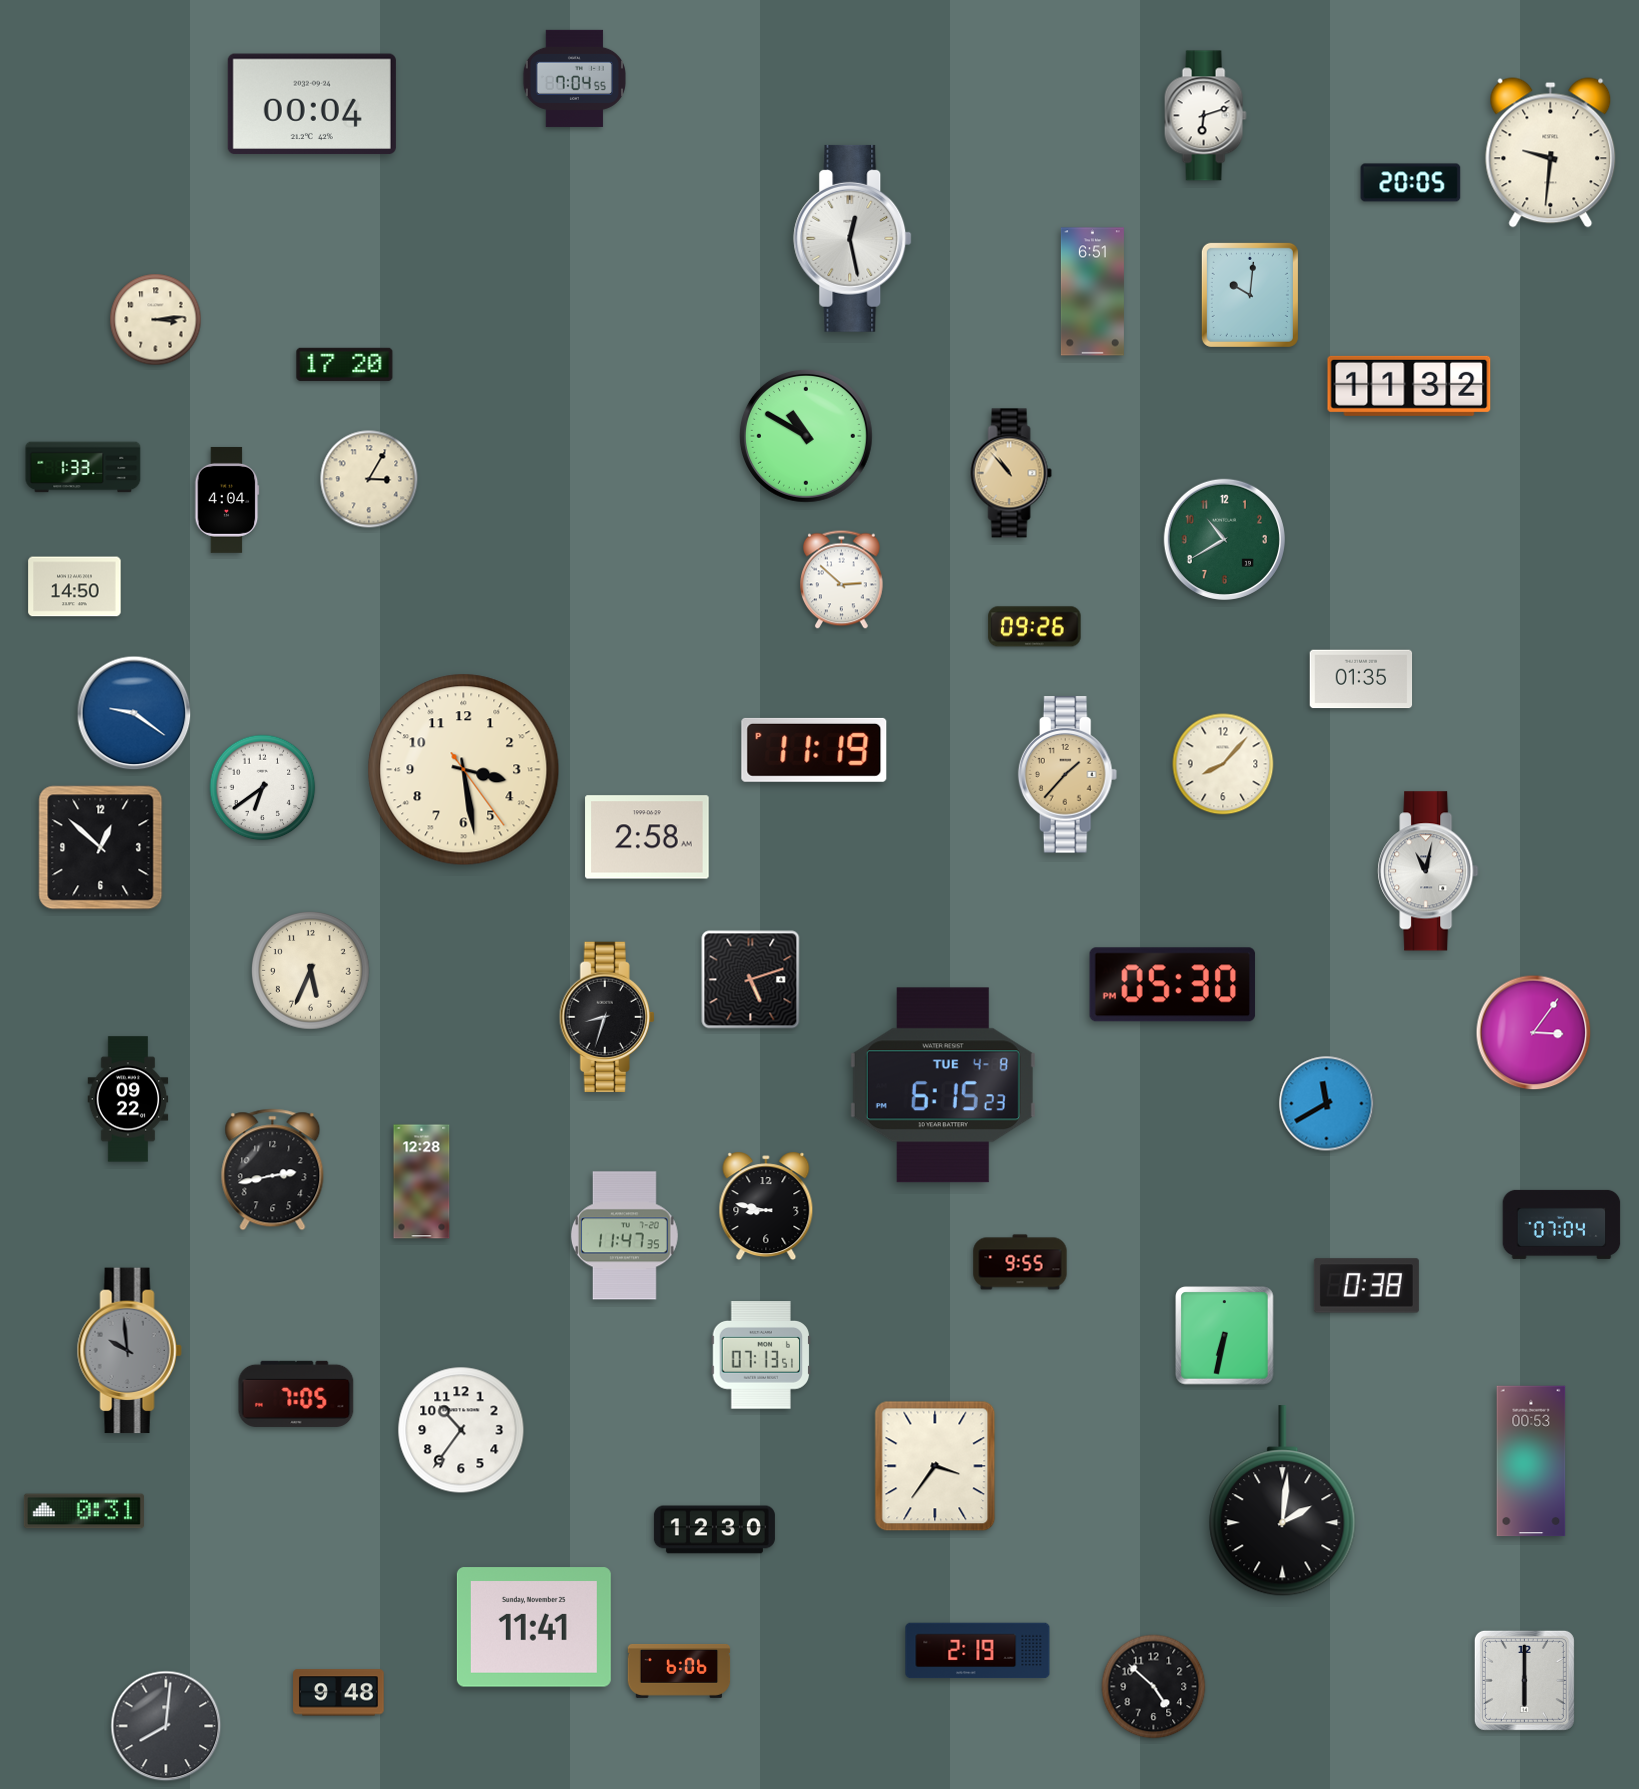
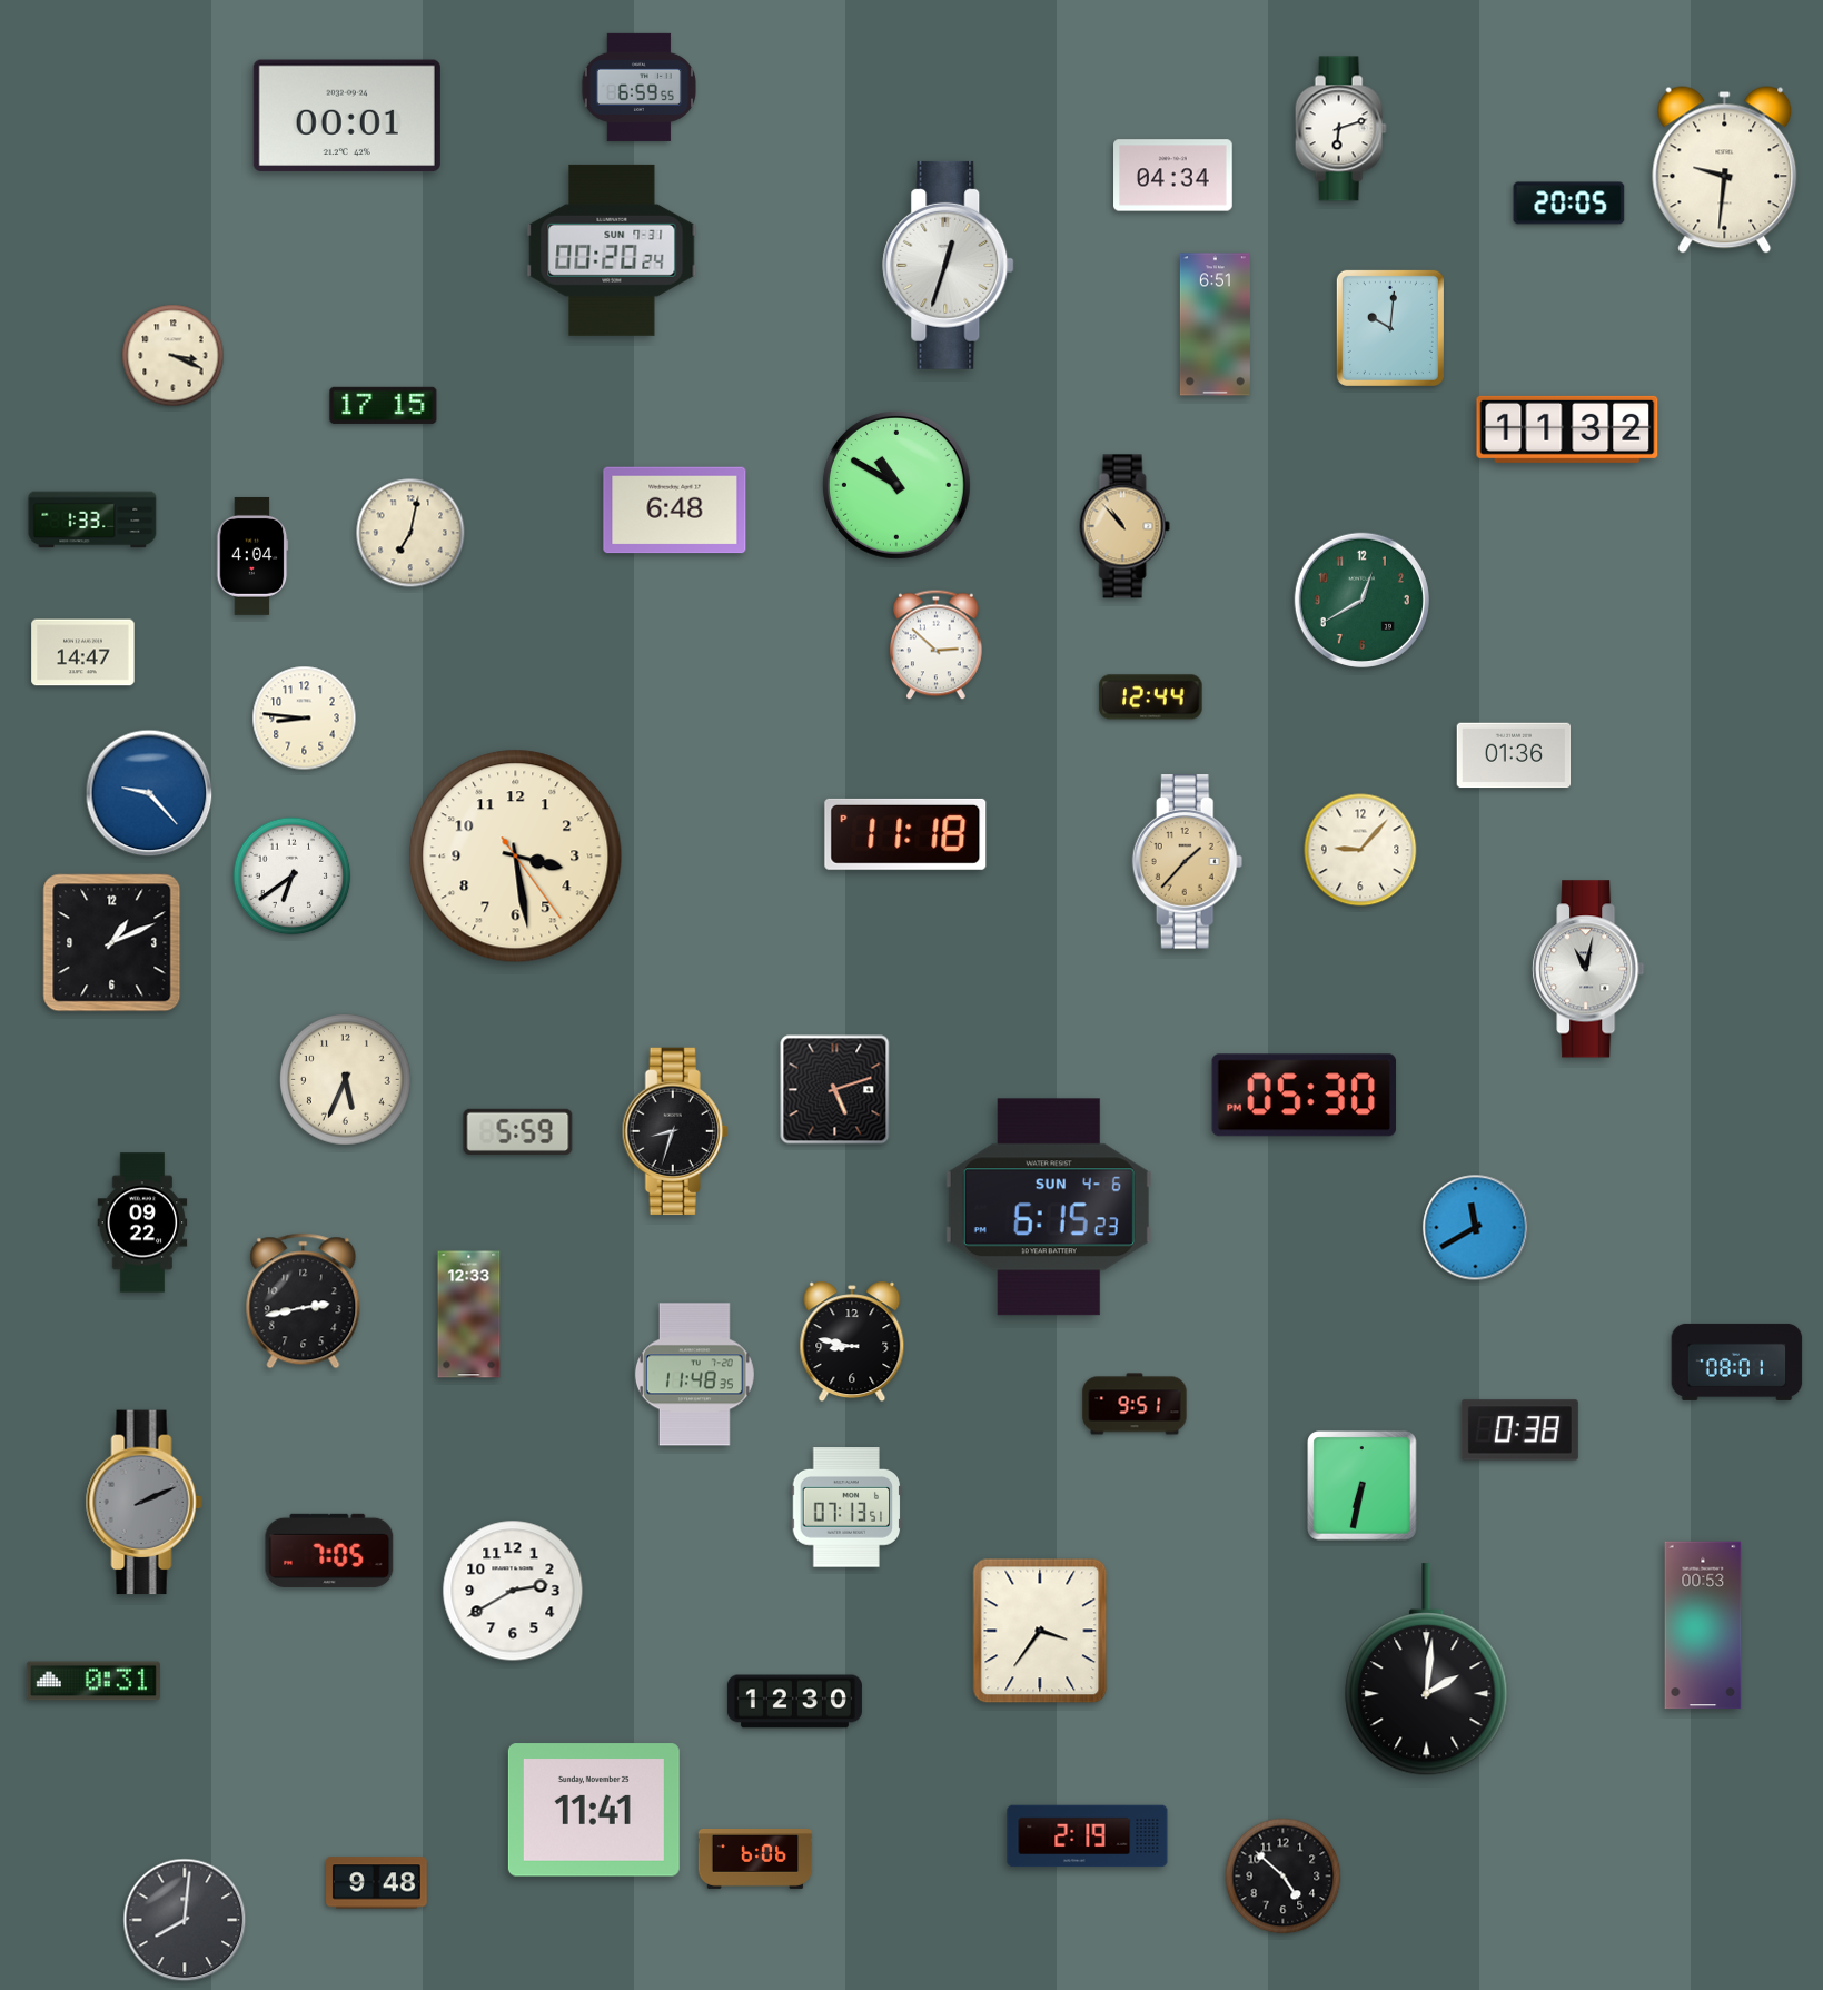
clock at (574, 78): 7:04 -> 6:59
clock at (312, 104): 00:04 -> 00:01
clock at (1173, 176): none -> 04:34
clock at (612, 250): none -> 00:20
clock at (853, 238): 12:28 -> 12:33
clock at (156, 320): 3:14 -> 3:19
clock at (345, 364): 17:20 -> 17:15
clock at (675, 511): none -> 6:48
clock at (369, 479): 3:05 -> 7:02
clock at (1224, 539): 10:40 -> 12:40
clock at (75, 587): 14:50 -> 14:47
clock at (1035, 627): 09:26 -> 12:44
clock at (305, 719): none -> 8:46
clock at (1361, 679): 01:35 -> 01:36
clock at (134, 713): 9:21 -> 9:23
clock at (814, 750): 11:19 -> 11:18
clock at (1223, 764): 8:07 -> 9:07
clock at (647, 837): 2:58 -> none
clock at (101, 848): 12:52 -> 1:11
clock at (518, 1131): none -> 5:59
clock at (1534, 1033): 3:06 -> none
clock at (943, 1085) date: TUE 4-8 -> SUN 4-6
clock at (422, 1182): 12:28 -> 12:33
clock at (1562, 1224): 07:04 -> 08:01
clock at (624, 1236): 11:47 -> 11:48
clock at (1020, 1262): 9:55 -> 9:51
clock at (129, 1351): 9:59 -> 2:11
clock at (461, 1430): 10:36 -> 2:40
clock at (1524, 1680): 6:00 -> none
